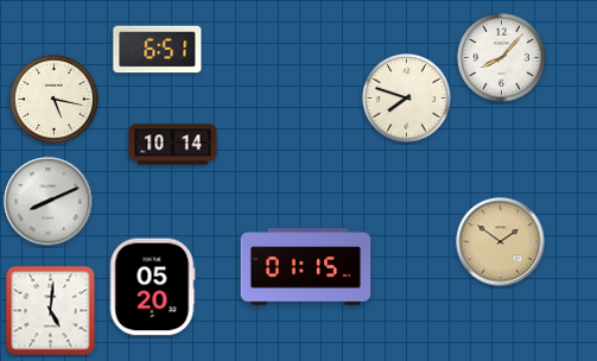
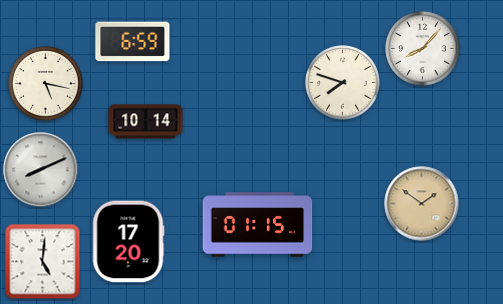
clock at (158, 50): 6:51 -> 6:59
clock at (152, 287): 05:20 -> 17:20
